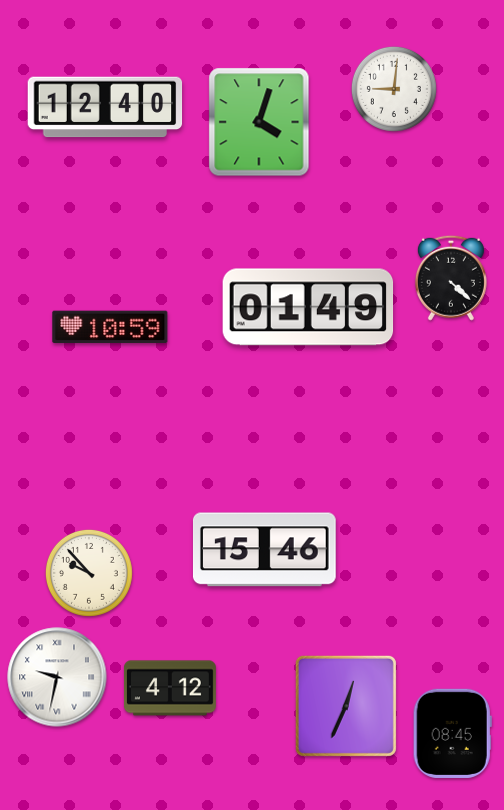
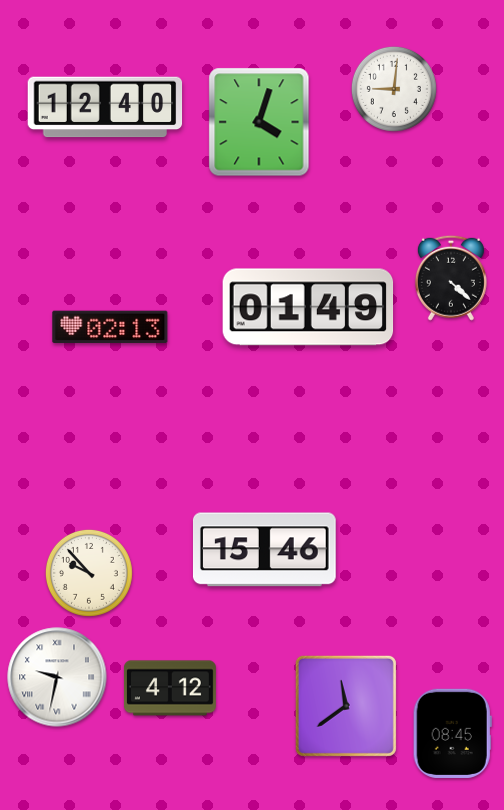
clock at (110, 327): 10:59 -> 02:13
clock at (346, 706): 12:34 -> 11:39
